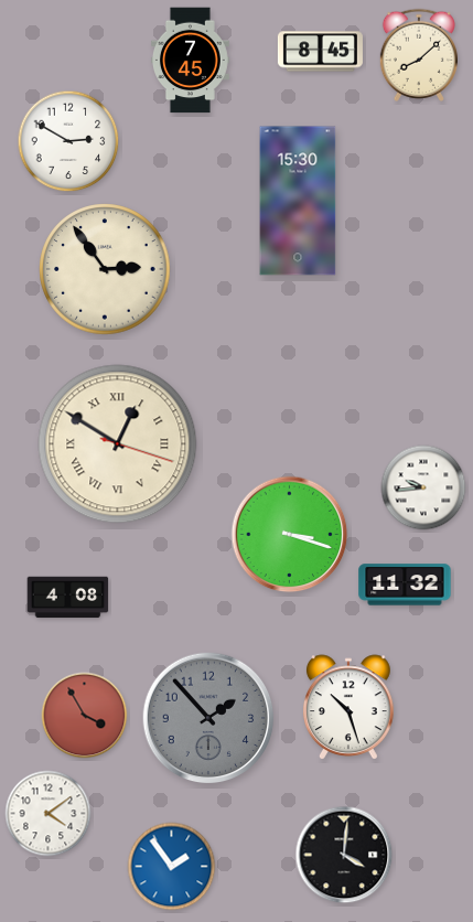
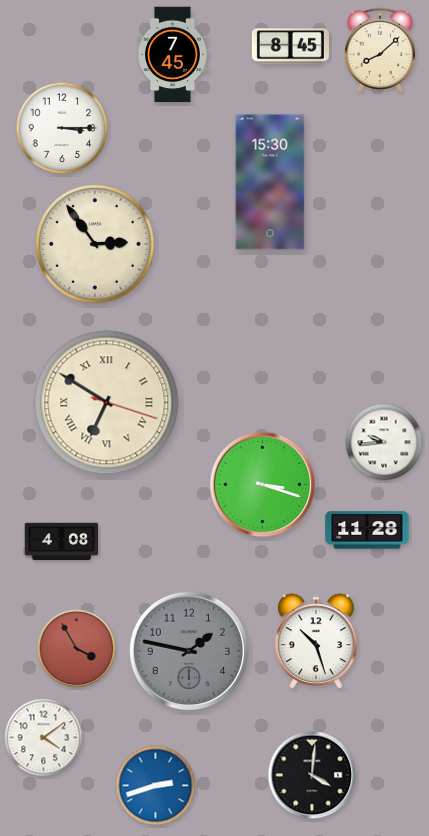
clock at (68, 141): 2:50 -> 3:15
clock at (118, 444): 12:50 -> 6:50
clock at (405, 585): 11:32 -> 11:28
clock at (208, 718): 1:53 -> 1:47
clock at (172, 867): 1:54 -> 2:42
